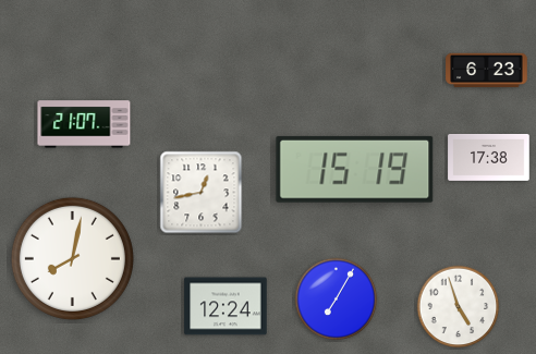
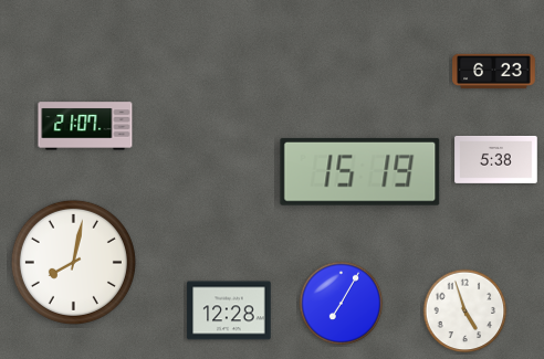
clock at (489, 157): 17:38 -> 5:38
clock at (202, 193): 12:43 -> none
clock at (226, 306): 12:24 -> 12:28
